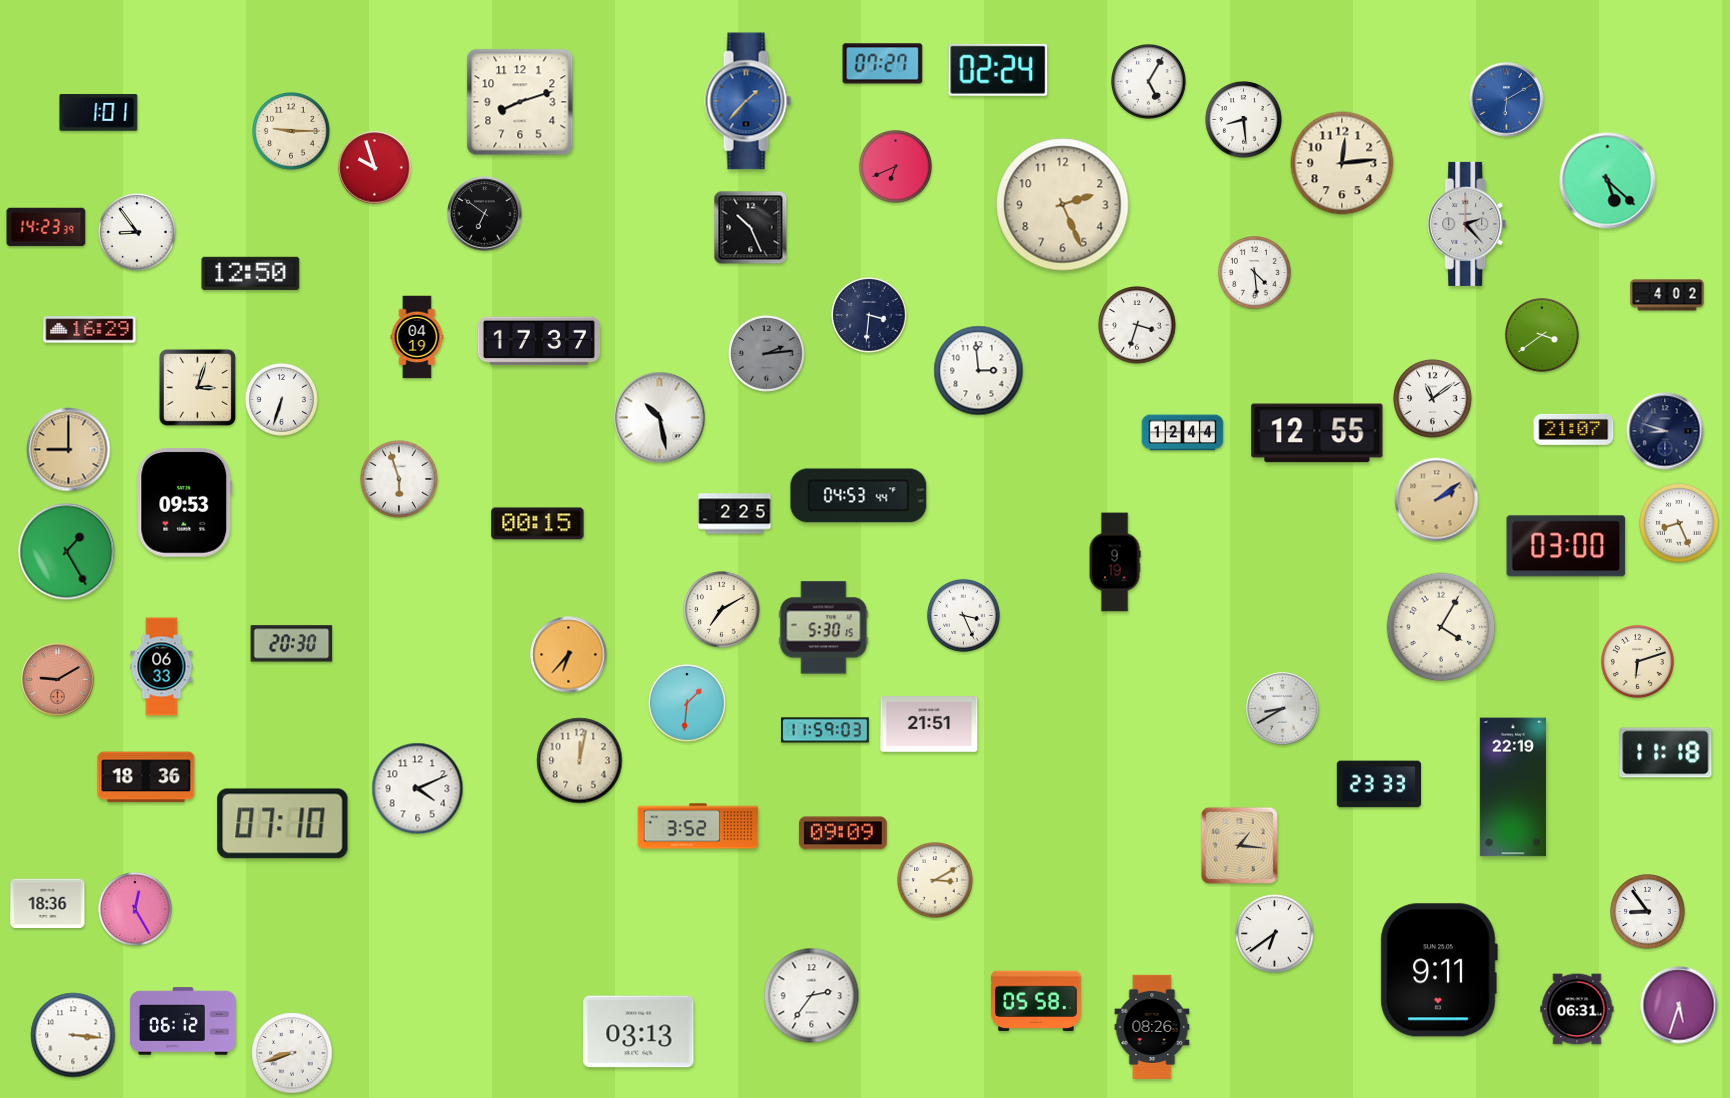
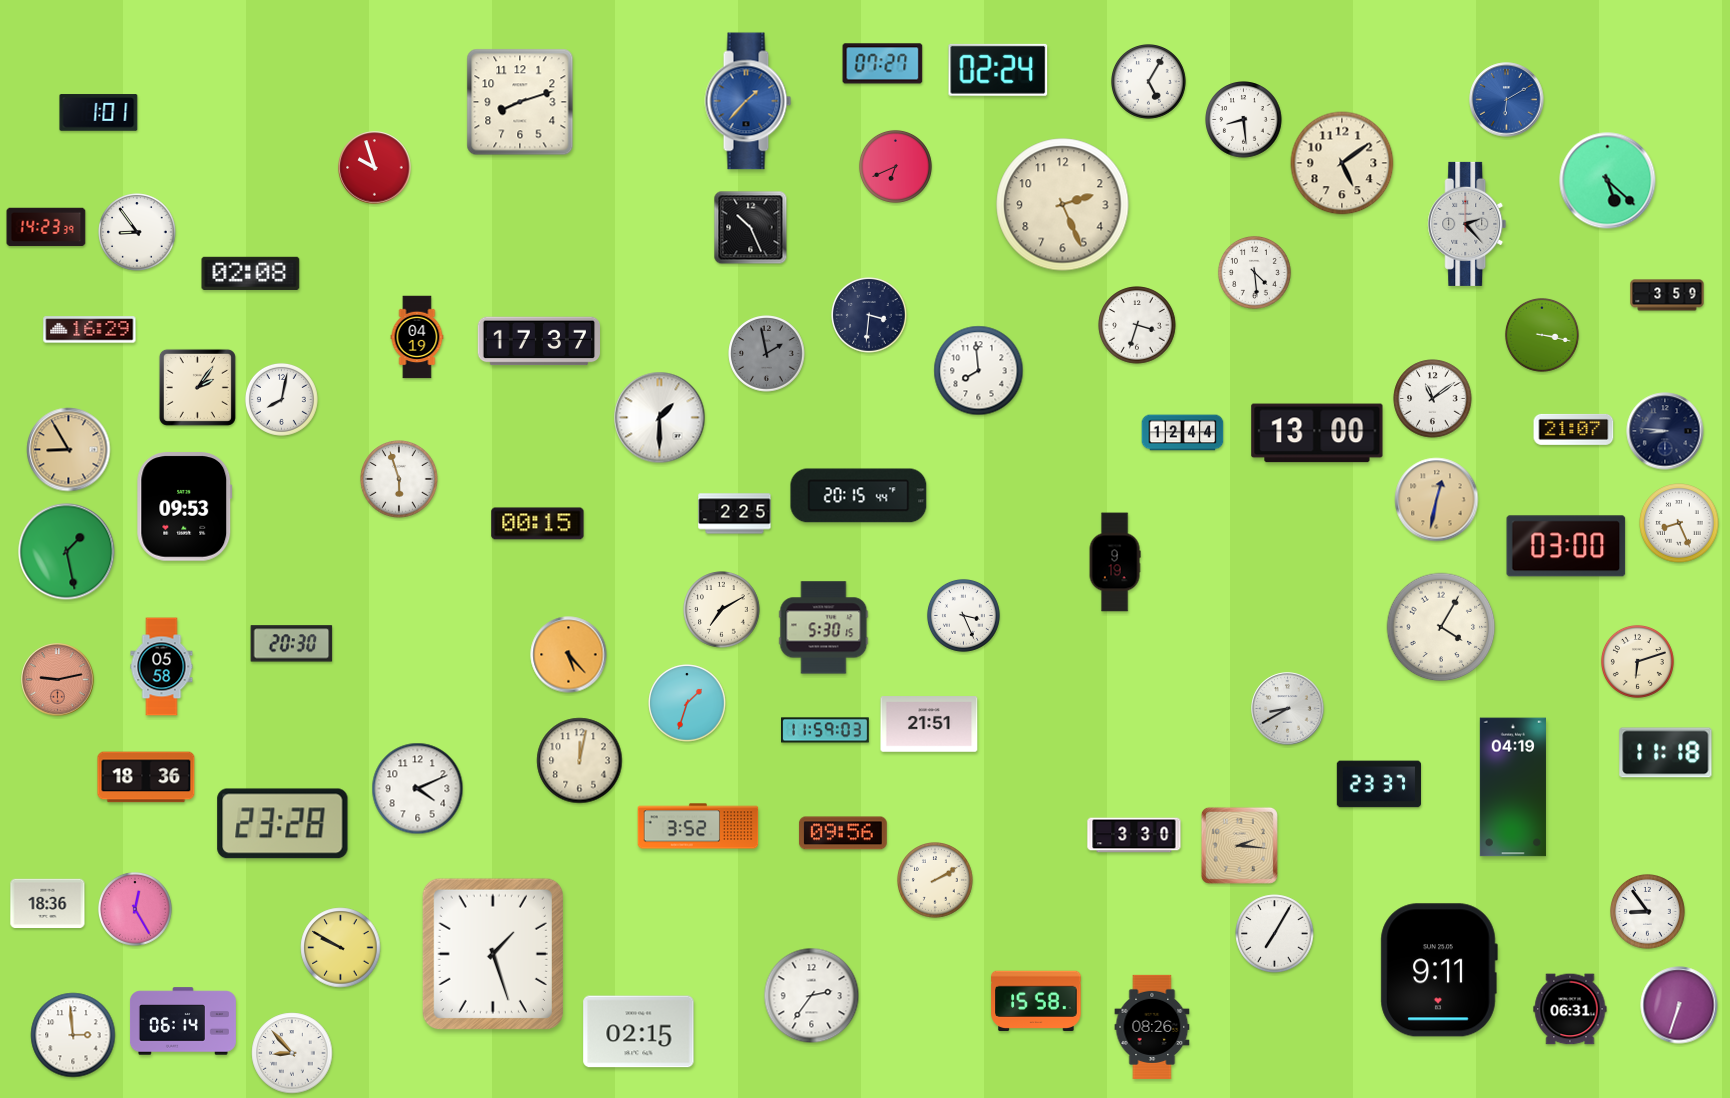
clock at (291, 131): 9:15 -> none
clock at (1342, 163): 12:14 -> 5:09
clock at (485, 214): 6:51 -> none
clock at (251, 273): 12:50 -> 02:08
clock at (1667, 295): 4:02 -> 3:59
clock at (1542, 335): 3:39 -> 3:17
clock at (767, 354): 2:14 -> 1:58
clock at (979, 371): 2:59 -> 7:59
clock at (197, 387): 3:03 -> 2:06
clock at (281, 399): 6:33 -> 8:02
clock at (660, 418): 10:28 -> 1:30
clock at (1665, 431): 8:48 -> 8:46
clock at (1317, 433): 12:55 -> 13:00
clock at (69, 450): 9:00 -> 8:55
clock at (859, 496): 04:53 -> 20:15
clock at (1437, 500): 2:09 -> 12:32
clock at (185, 503) position: (185, 503) -> (185, 507)
clock at (67, 552): 1:25 -> 1:28
clock at (569, 655): 6:37 -> 5:23
clock at (162, 667): 06:33 -> 05:58
clock at (58, 680): 9:10 -> 9:13
clock at (687, 703): 1:31 -> 1:33
clock at (1283, 709) position: (1283, 709) -> (1288, 709)
clock at (1378, 784): 23:33 -> 23:37
clock at (1513, 787): 22:19 -> 04:19
clock at (283, 824): 07:10 -> 23:28
clock at (843, 833): 09:09 -> 09:56
clock at (1134, 835): none -> 3:30
clock at (1239, 845): 1:16 -> 2:16
clock at (936, 881): 3:10 -> 2:10
clock at (1275, 934): 6:39 -> 7:05
clock at (341, 948): none -> 9:50
clock at (493, 954): none -> 1:27
clock at (1036, 1000): 05:58 -> 15:58
clock at (1679, 1005): 5:33 -> 6:33
clock at (1577, 1009) position: (1577, 1009) -> (1570, 1009)
clock at (183, 1021): 06:12 -> 06:14
clock at (639, 1032): 03:13 -> 02:15
clock at (73, 1035): 3:16 -> 2:59
clock at (292, 1053): 8:42 -> 8:53
